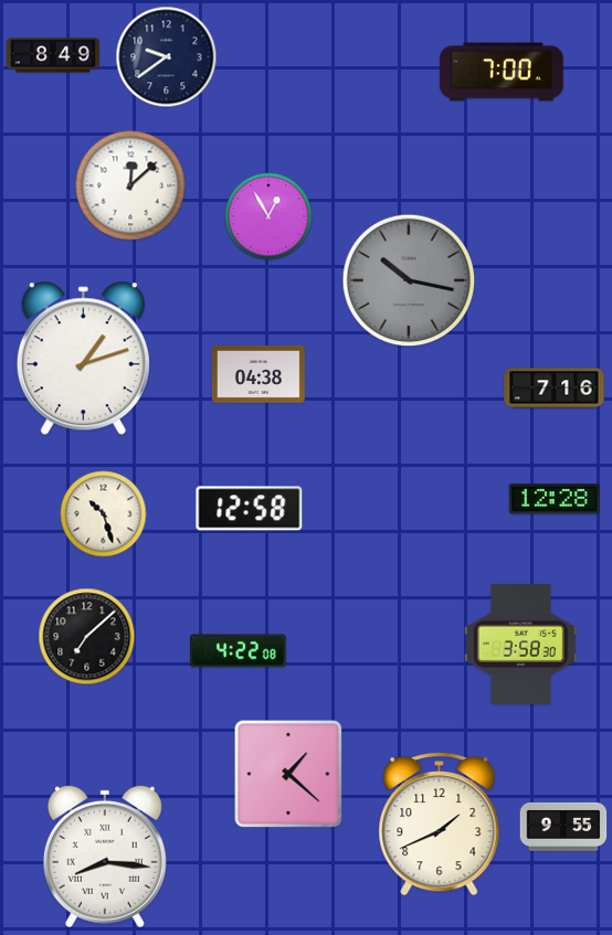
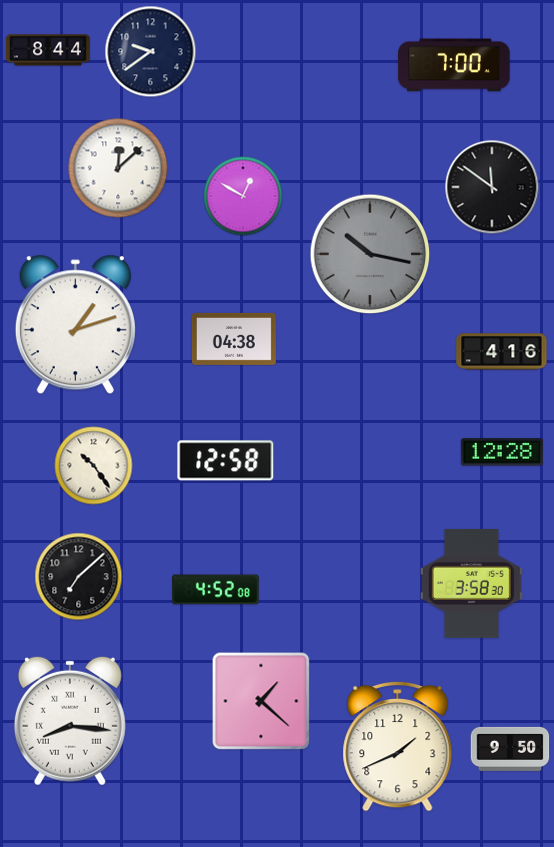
clock at (53, 55): 8:49 -> 8:44
clock at (492, 187): none -> 11:51
clock at (268, 216): 12:55 -> 12:50
clock at (555, 389): 7:16 -> 4:16
clock at (104, 514): 10:27 -> 10:24
clock at (239, 651): 4:22 -> 4:52
clock at (563, 827): 9:55 -> 9:50
clock at (105, 857) position: (105, 857) -> (70, 721)
